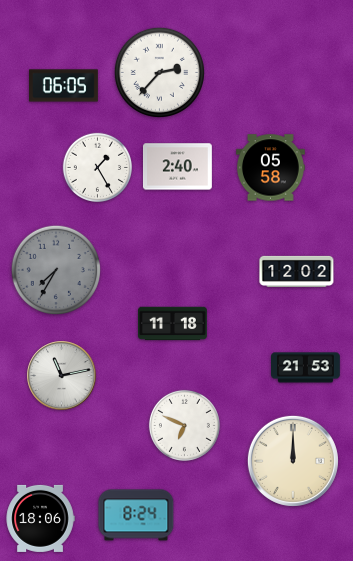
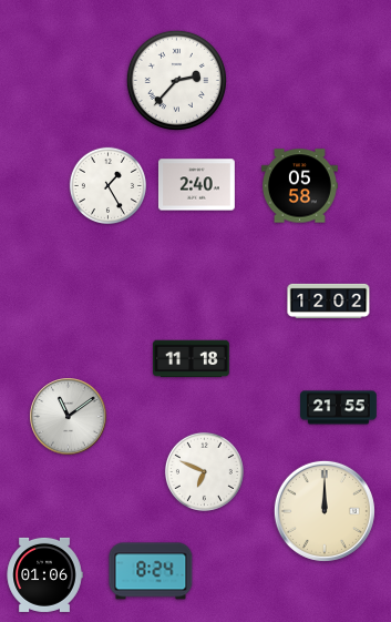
clock at (64, 86): 06:05 -> none
clock at (55, 269): 7:35 -> none
clock at (306, 368): 21:53 -> 21:55
clock at (62, 376): 11:13 -> 11:09
clock at (40, 518): 18:06 -> 01:06
